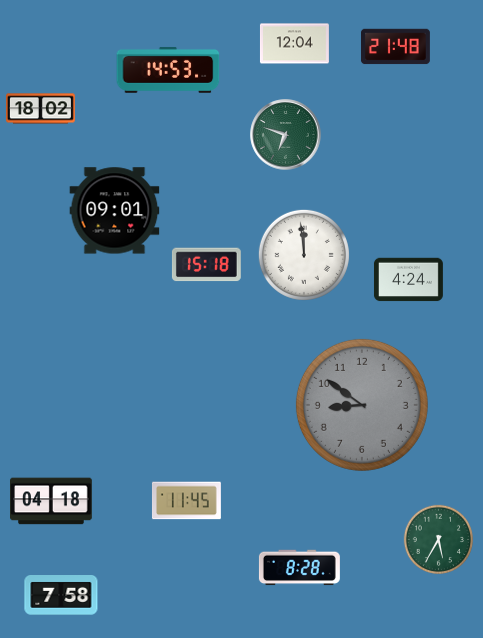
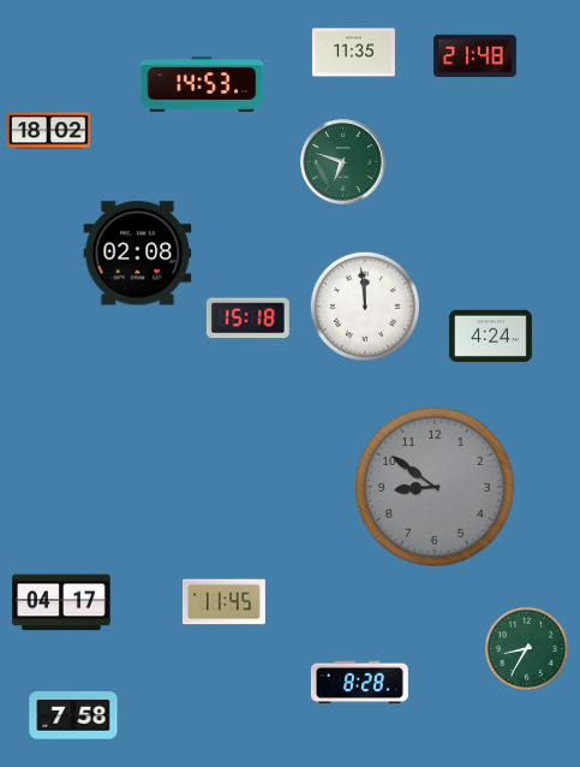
clock at (294, 44): 12:04 -> 11:35
clock at (115, 211): 09:01 -> 02:08
clock at (52, 501): 04:18 -> 04:17
clock at (438, 539): 5:35 -> 8:35
